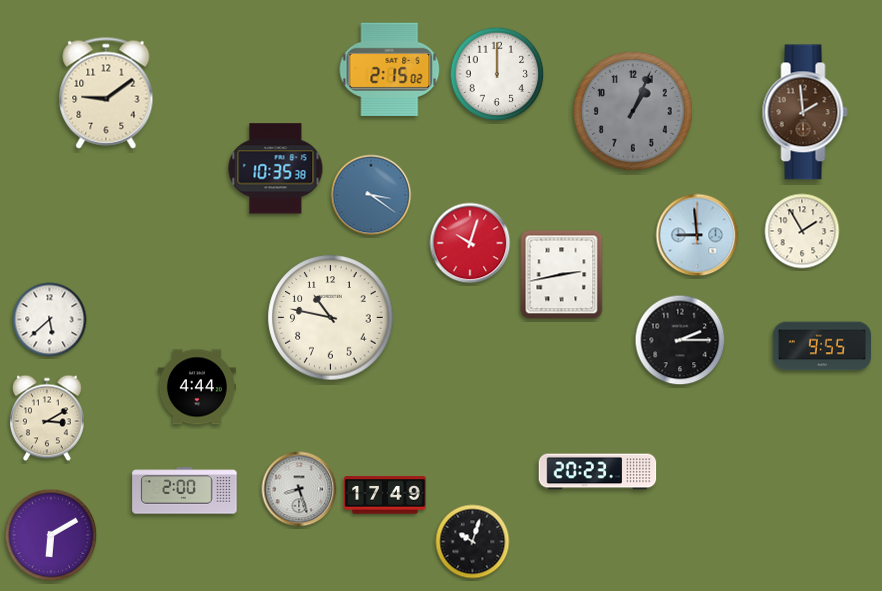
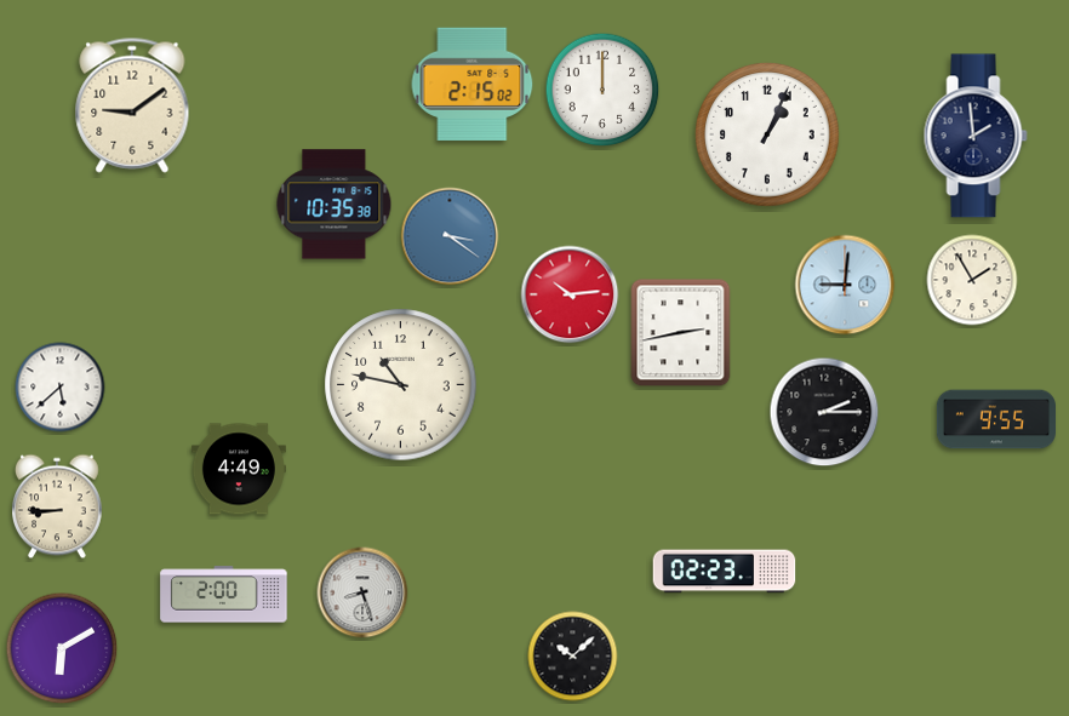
clock at (106, 93) position: (106, 93) -> (132, 105)
clock at (633, 111) dial: grey -> white
clock at (805, 112) dial: brown -> navy
clock at (697, 235): 8:59 -> 9:01
clock at (470, 243): 10:03 -> 10:14
clock at (197, 387): 4:44 -> 4:49
clock at (48, 418): 3:10 -> 8:45
clock at (598, 472): 20:23 -> 02:23
clock at (385, 495): 17:49 -> none
clock at (473, 542): 10:03 -> 10:08
